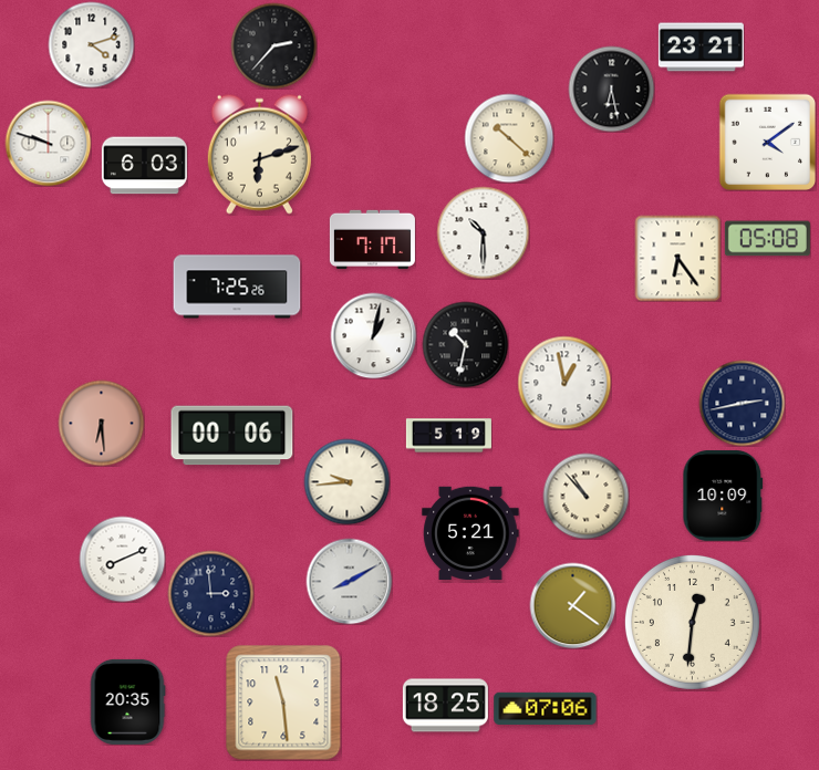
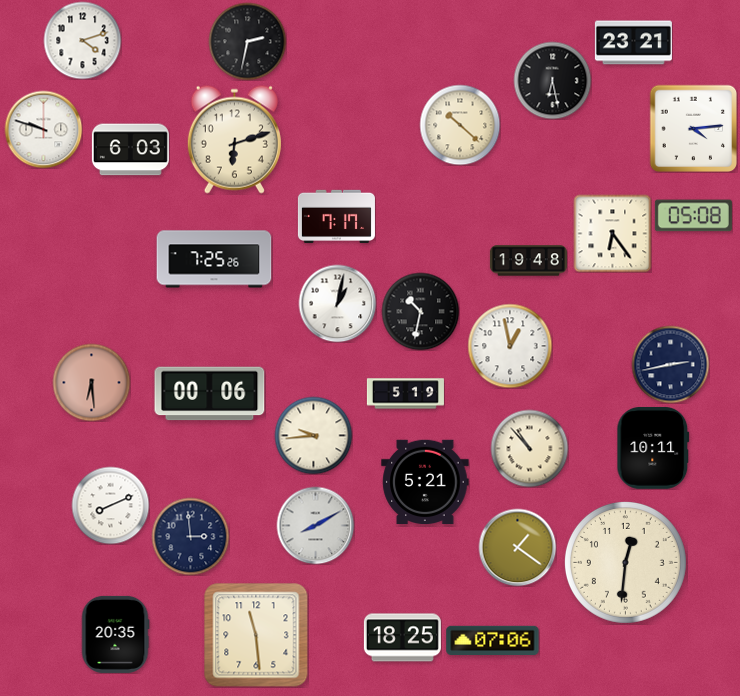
clock at (273, 45): 2:37 -> 2:32
clock at (767, 142): 4:09 -> 4:14
clock at (483, 232): 10:30 -> none
clock at (528, 261): none -> 19:48
clock at (723, 496): 10:09 -> 10:11
